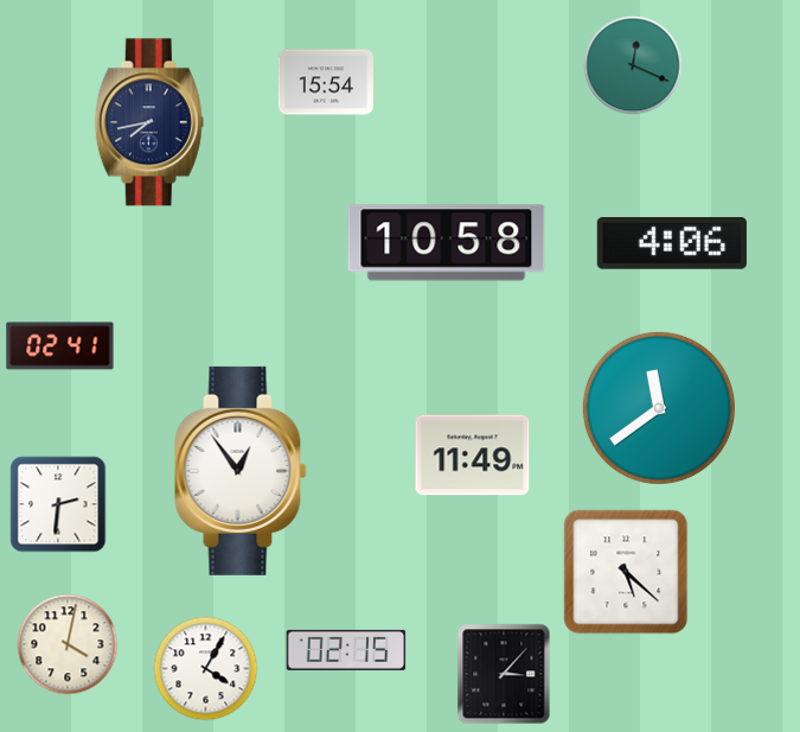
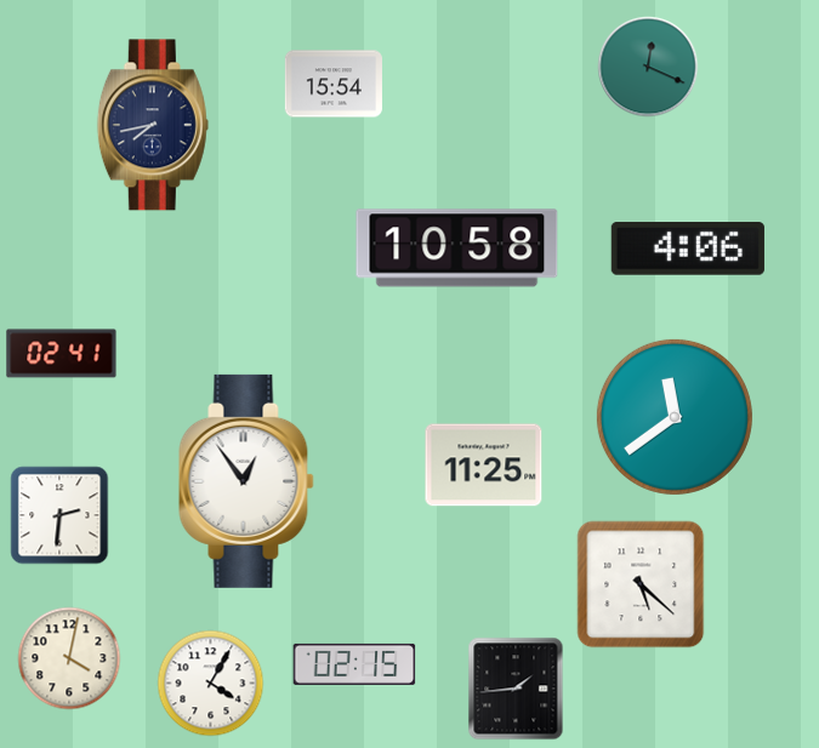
clock at (473, 456): 11:49 -> 11:25
clock at (504, 674): 3:07 -> 1:44
